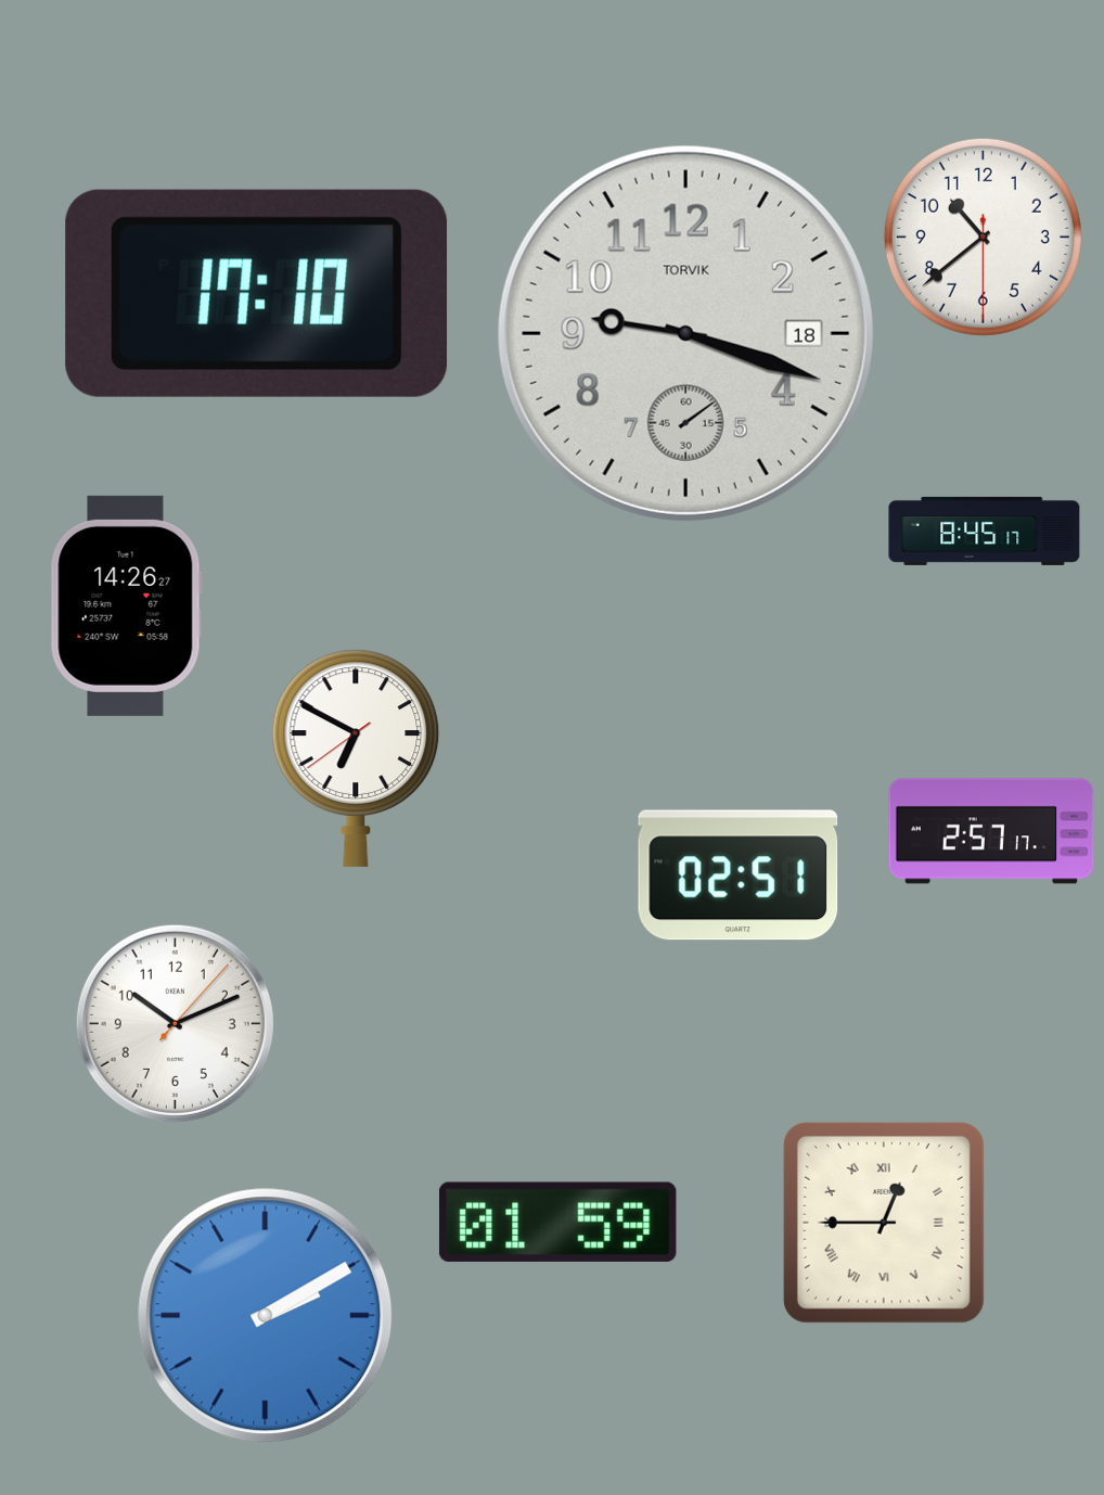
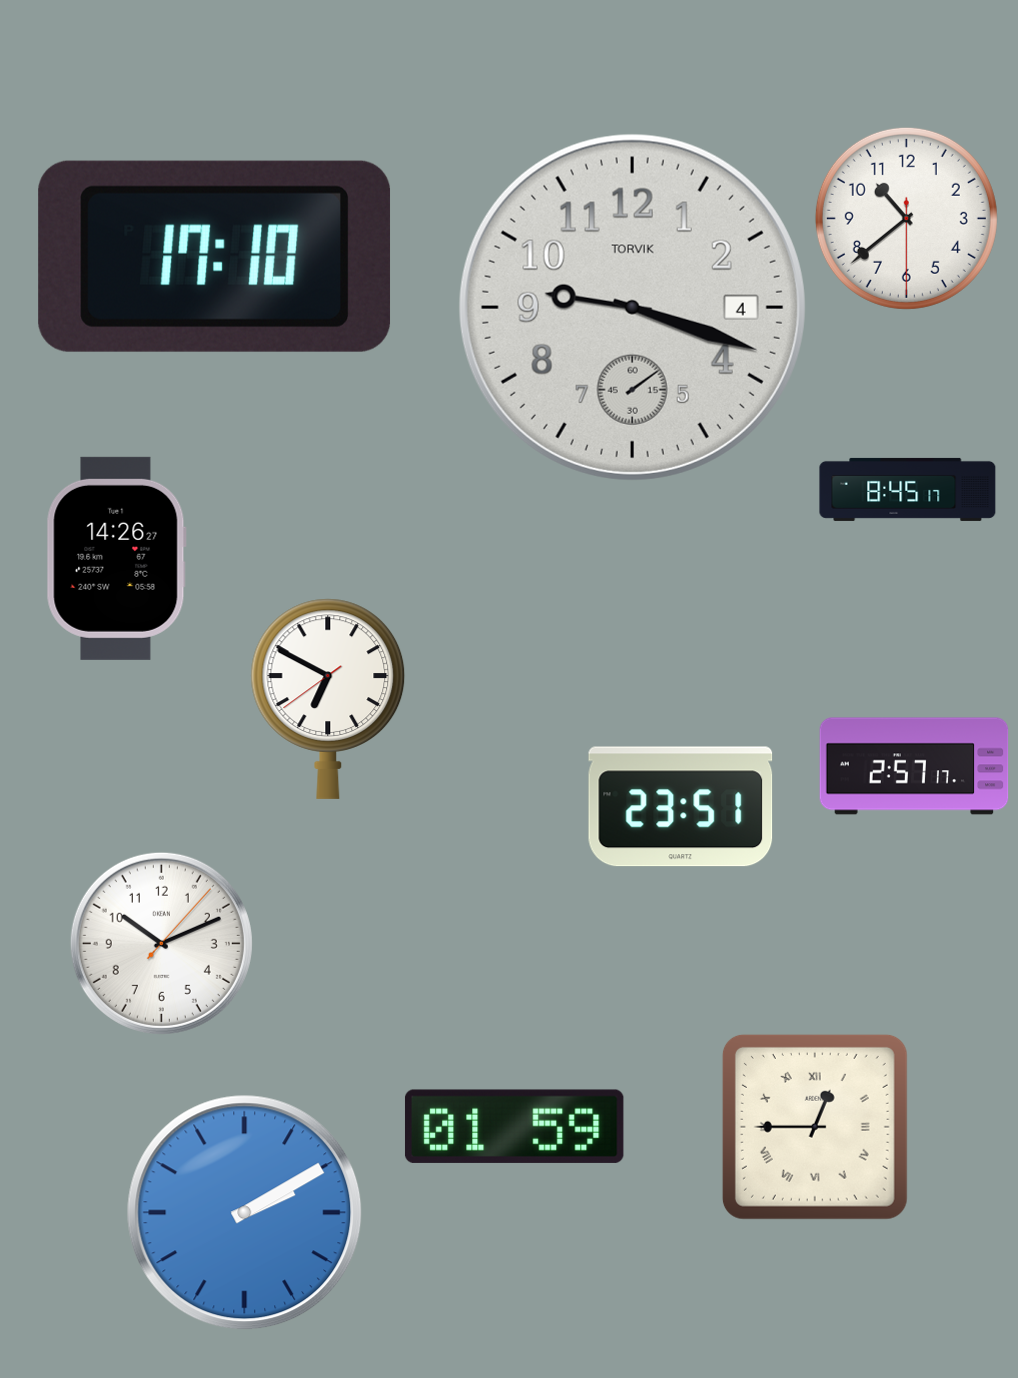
clock at (257, 293) position: (257, 293) -> (215, 256)
clock at (685, 333) date: 18 -> 4
clock at (739, 876): 02:51 -> 23:51
